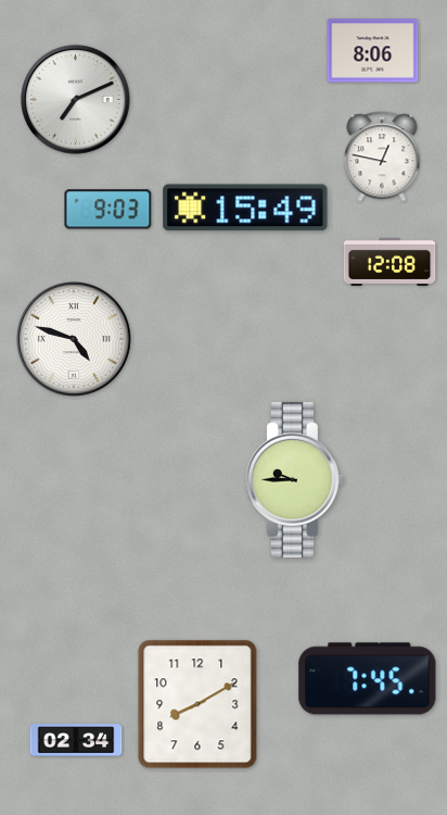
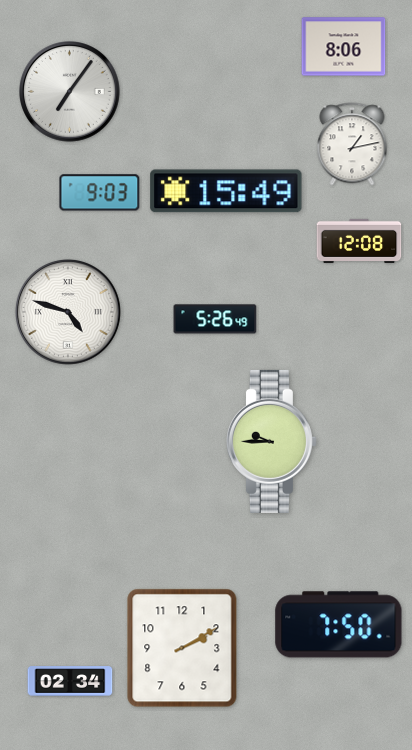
clock at (76, 100): 7:11 -> 7:06
clock at (382, 156): 12:47 -> 1:13
clock at (215, 319): none -> 5:26
clock at (368, 679): 7:45 -> 7:50
clock at (197, 704): 8:10 -> 2:10
